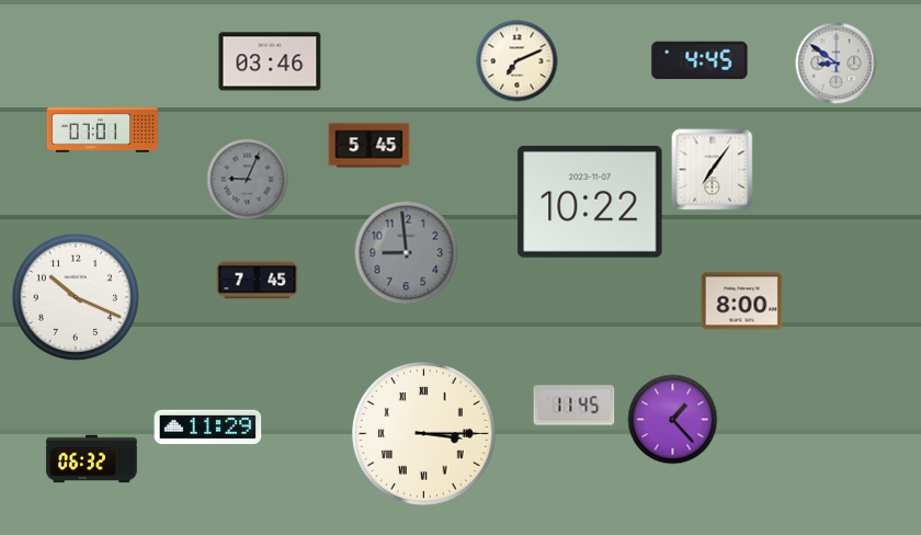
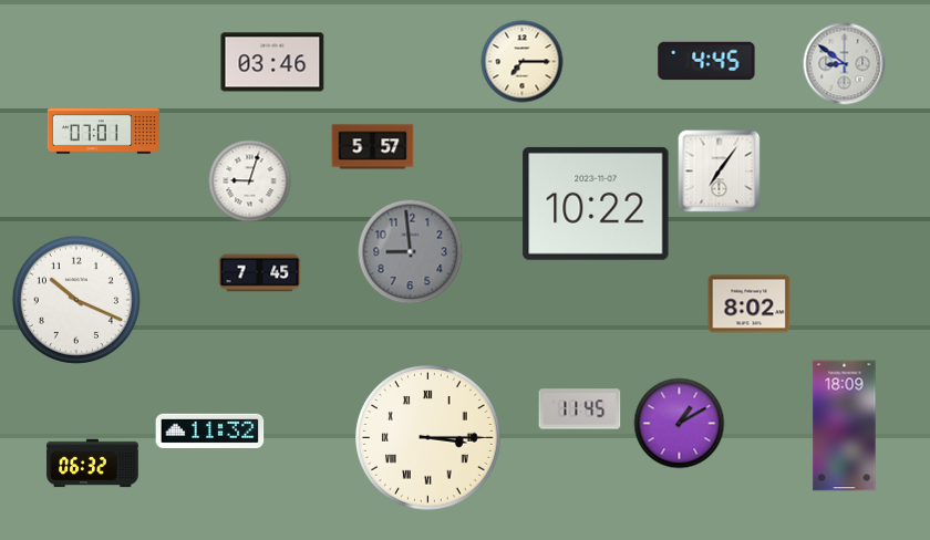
clock at (518, 61): 7:11 -> 7:15
clock at (369, 146): 5:45 -> 5:57
clock at (248, 180): 9:04 -> 9:03
clock at (248, 180) dial: grey -> white
clock at (407, 253) position: (407, 253) -> (411, 252)
clock at (258, 281) position: (258, 281) -> (260, 273)
clock at (742, 301): 8:00 -> 8:02
clock at (673, 420): 1:23 -> 1:10
clock at (845, 426): none -> 18:09
clock at (208, 426): 11:29 -> 11:32
